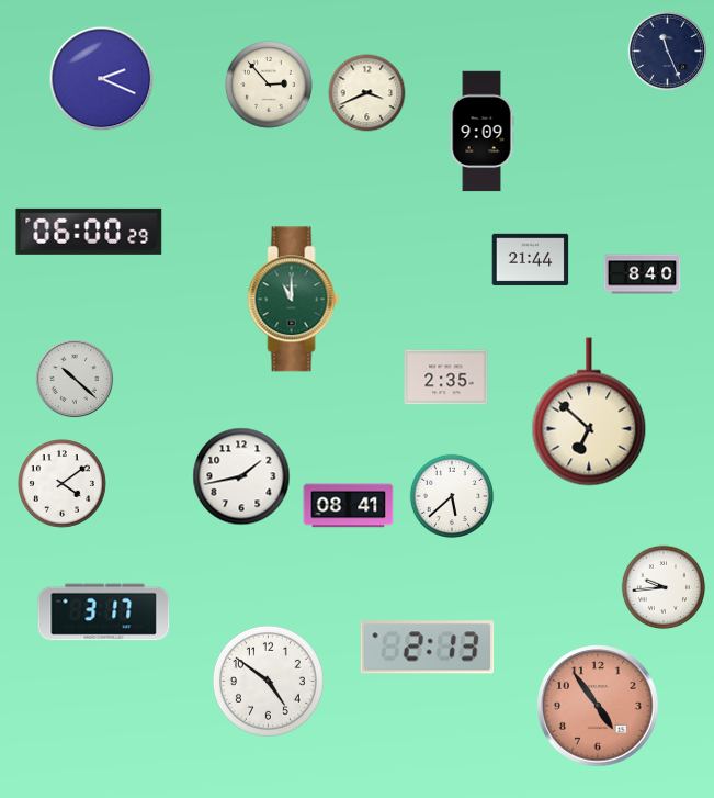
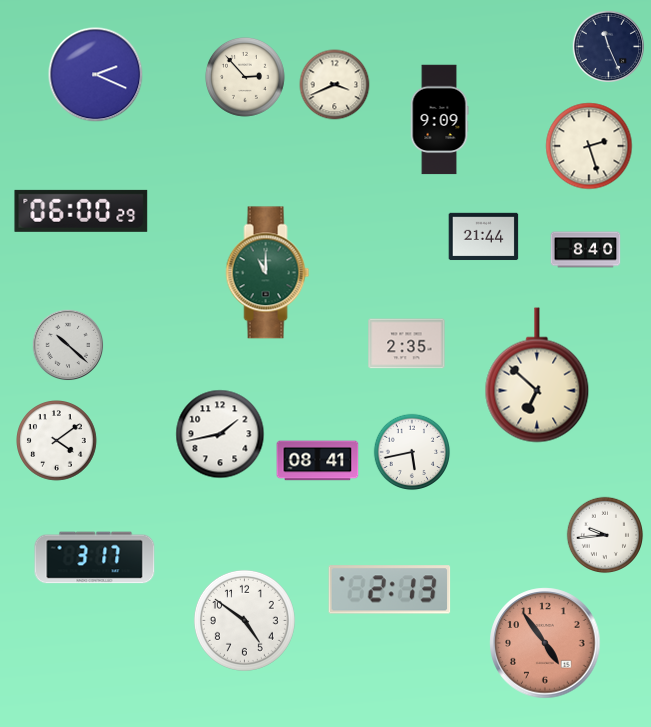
clock at (102, 79) position: (102, 79) -> (96, 75)
clock at (589, 146): none -> 2:27
clock at (452, 496): 5:38 -> 5:43
